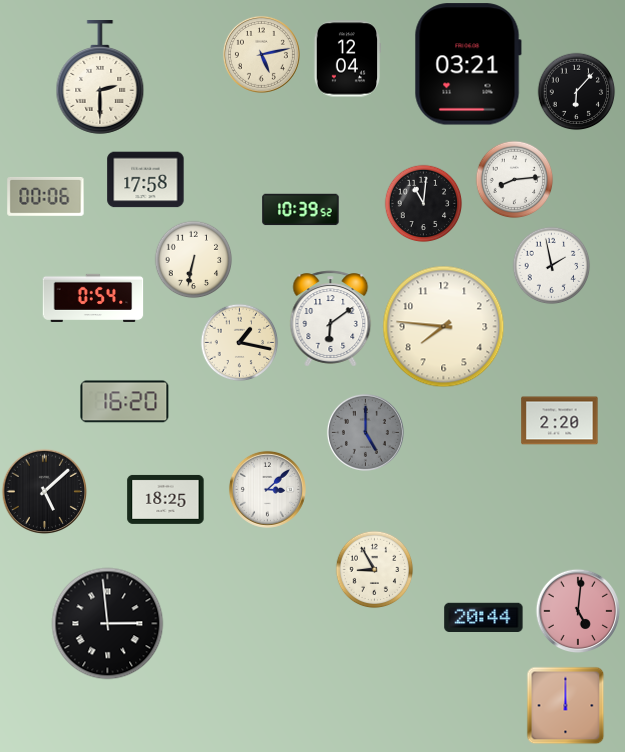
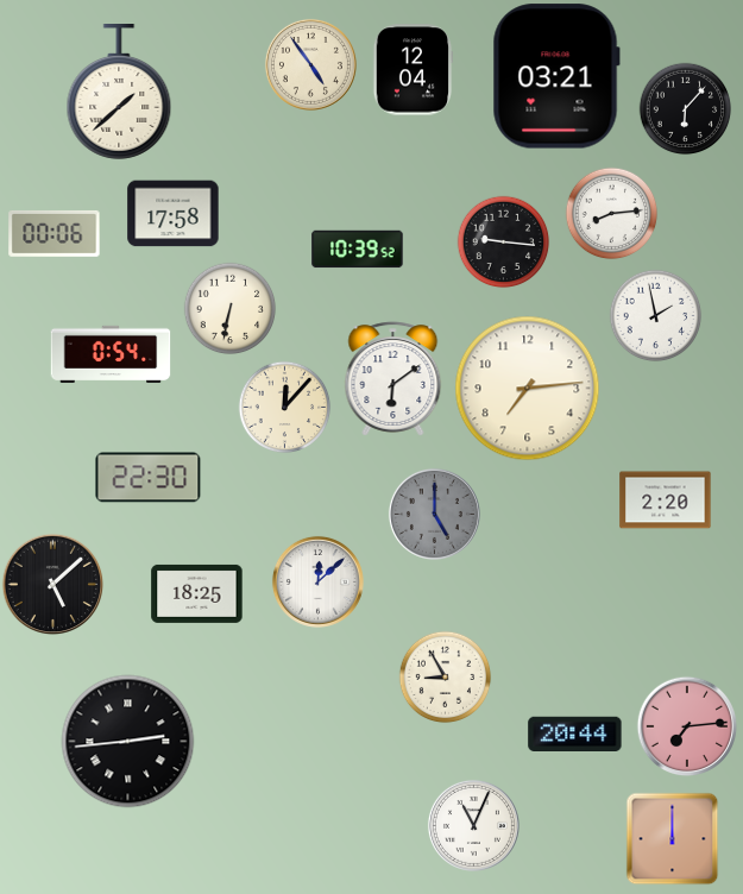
clock at (261, 54): 5:13 -> 4:54
clock at (100, 78): 2:30 -> 1:38
clock at (423, 203): 11:01 -> 9:16
clock at (444, 327): 7:46 -> 7:14
clock at (239, 342): 1:17 -> 12:07
clock at (125, 402): 16:20 -> 22:30
clock at (267, 489): 3:08 -> 12:08
clock at (578, 611): 5:01 -> 7:14
clock at (108, 624): 2:59 -> 2:44
clock at (473, 825): none -> 11:04
